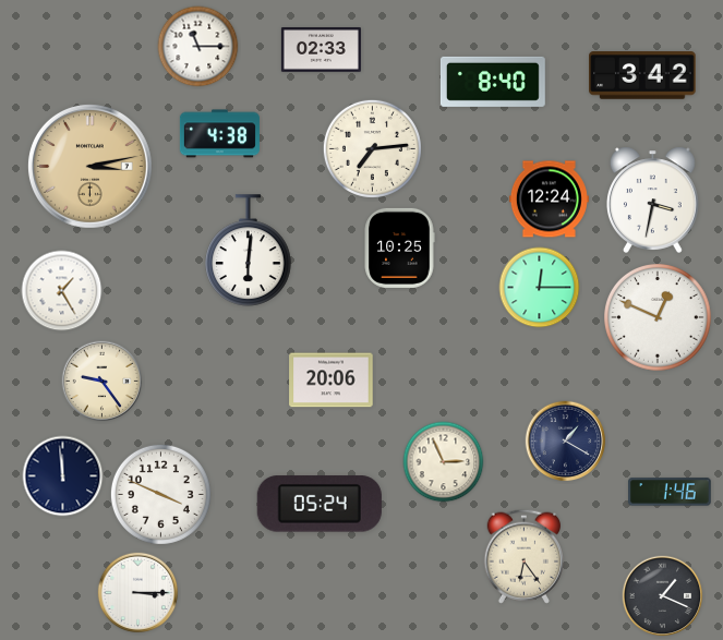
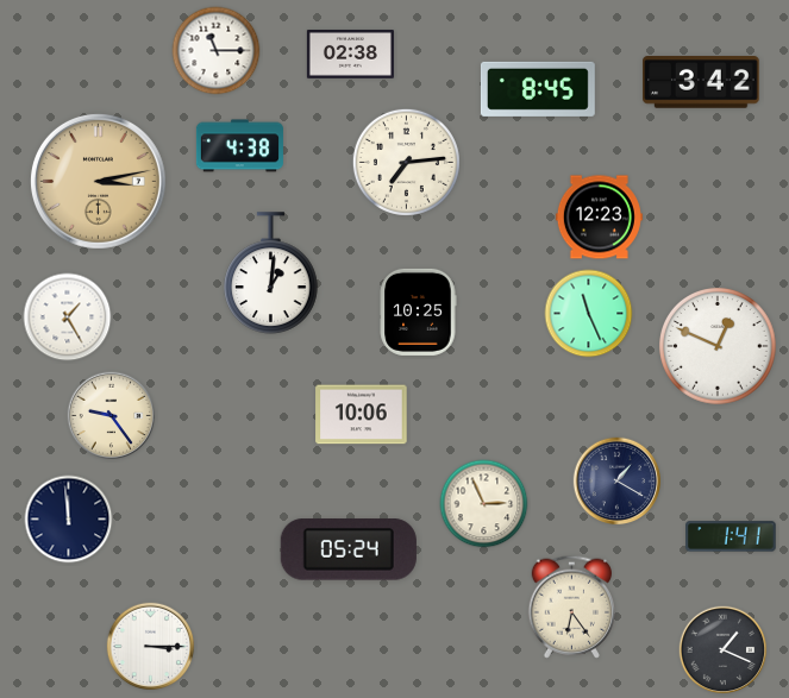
clock at (321, 50): 02:33 -> 02:38
clock at (493, 82): 8:40 -> 8:45
clock at (549, 200): 12:24 -> 12:23
clock at (652, 200): 3:32 -> none
clock at (399, 247) position: (399, 247) -> (418, 312)
clock at (249, 251): 6:01 -> 1:01
clock at (540, 288): 12:15 -> 11:26
clock at (332, 381): 20:06 -> 10:06
clock at (671, 492): 1:46 -> 1:41
clock at (160, 494): 3:49 -> none
